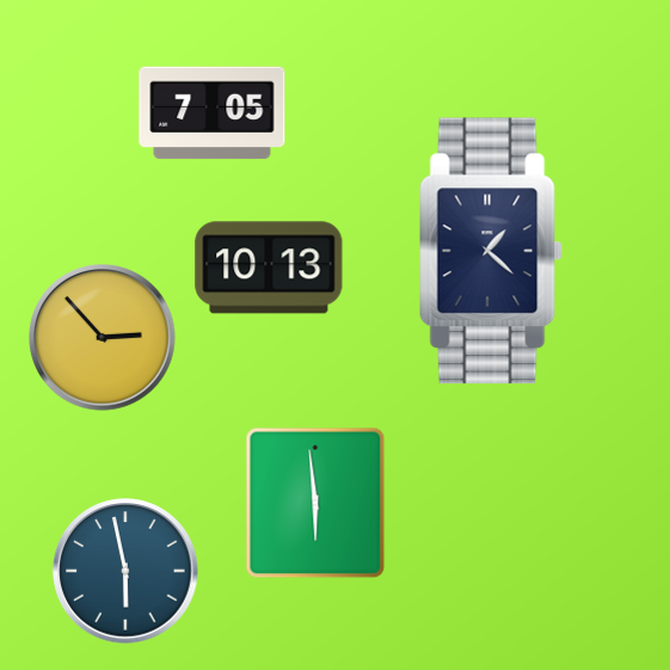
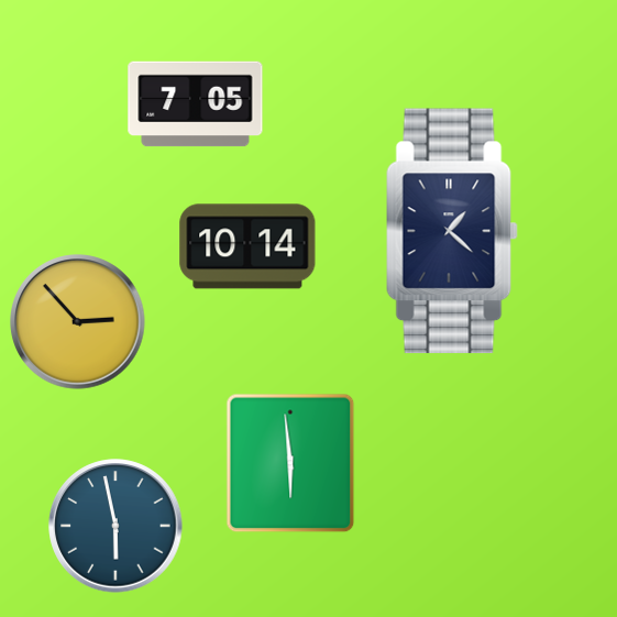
clock at (269, 268): 10:13 -> 10:14
clock at (103, 338) position: (103, 338) -> (78, 322)
